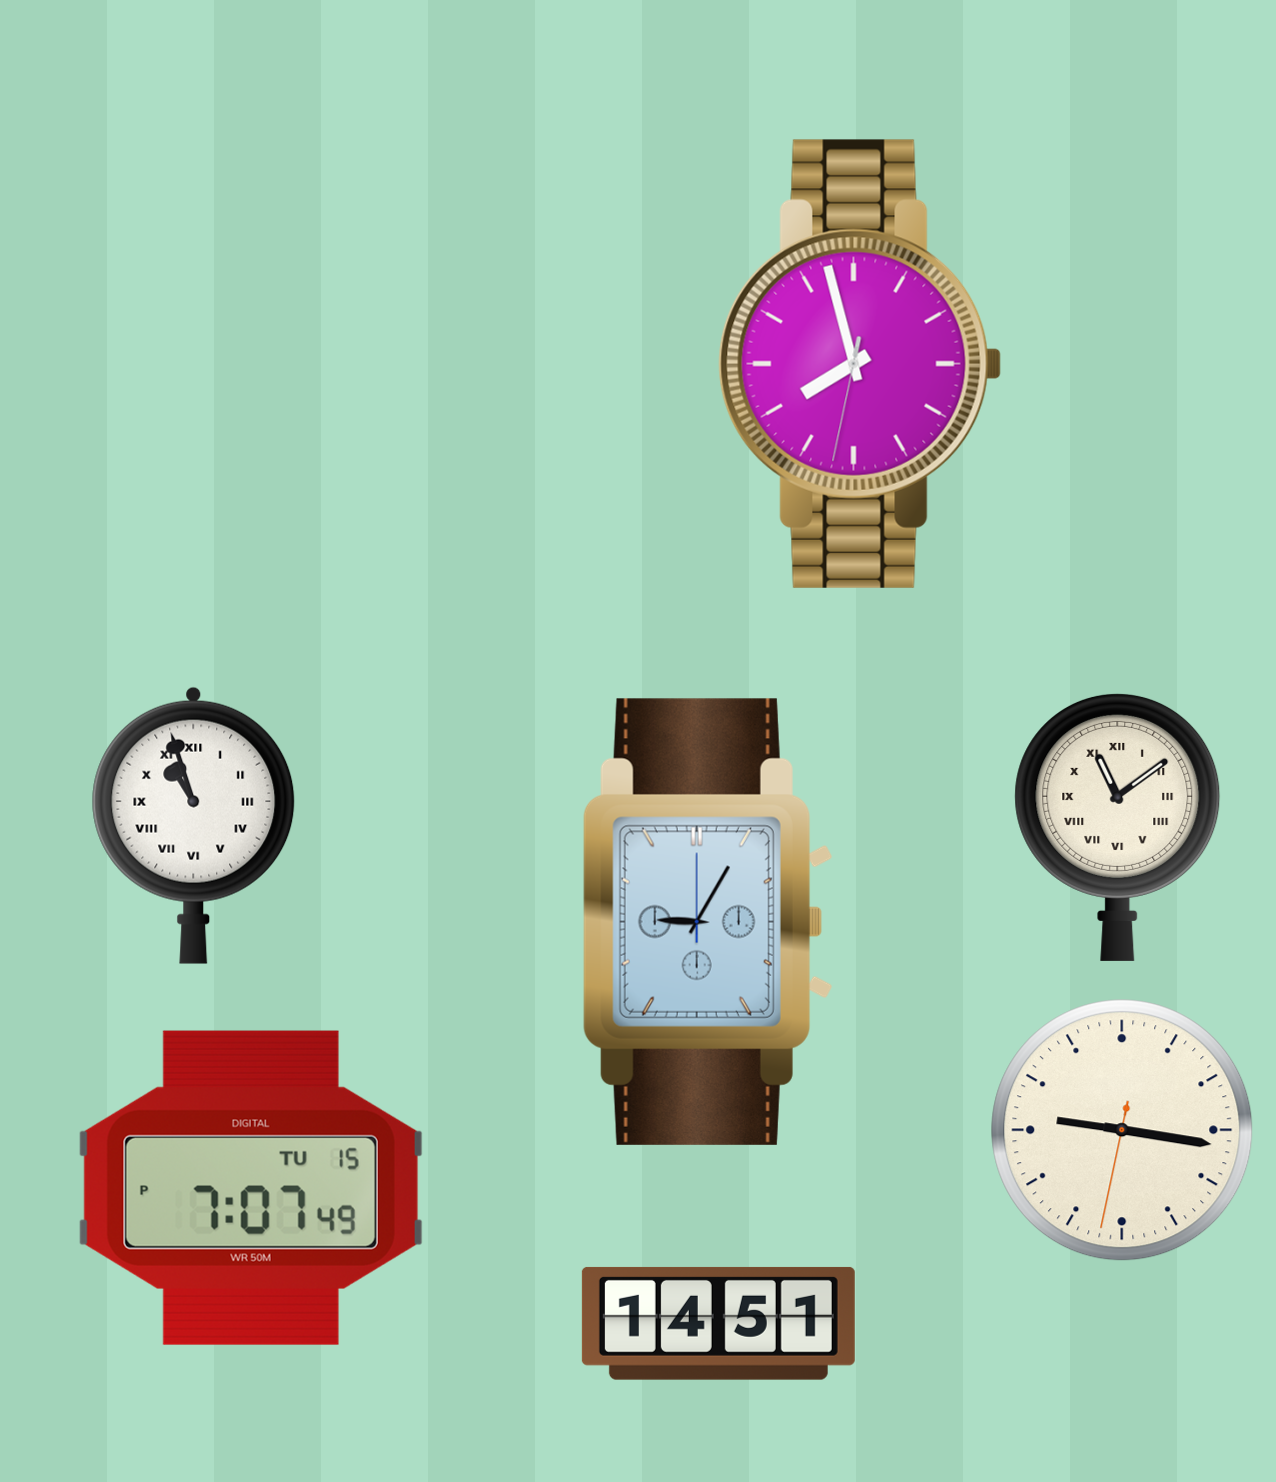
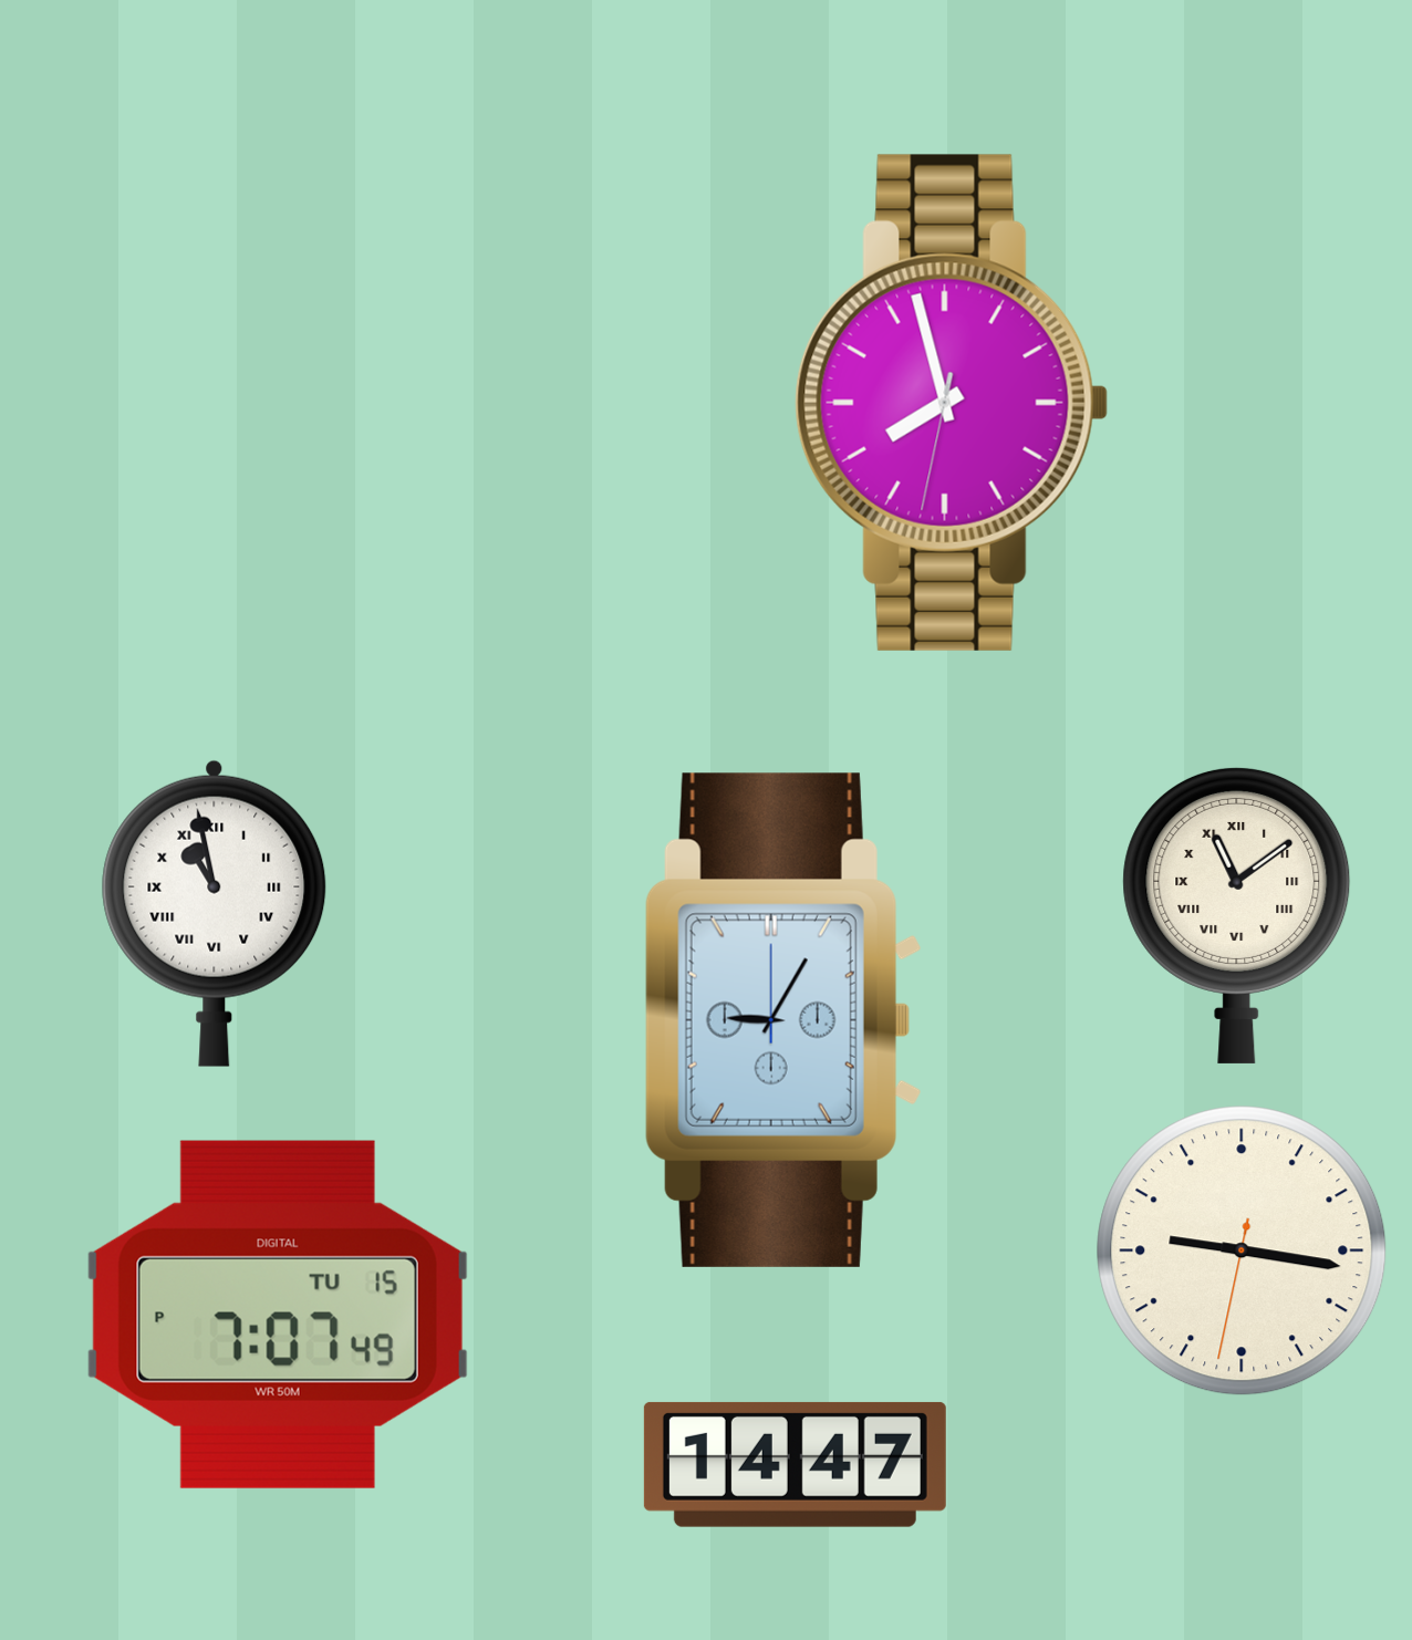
clock at (194, 825): 10:57 -> 10:58
clock at (718, 1323): 14:51 -> 14:47
